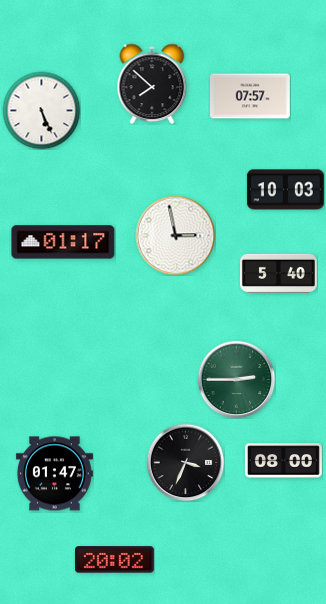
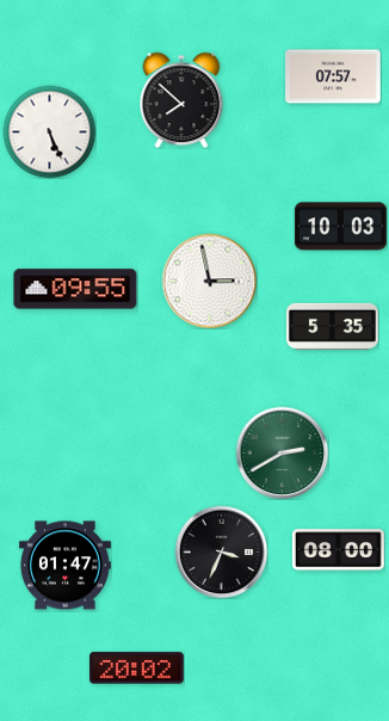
clock at (251, 96) position: (251, 96) -> (334, 76)
clock at (63, 242): 01:17 -> 09:55
clock at (278, 273): 5:40 -> 5:35
clock at (236, 379): 2:45 -> 2:40
